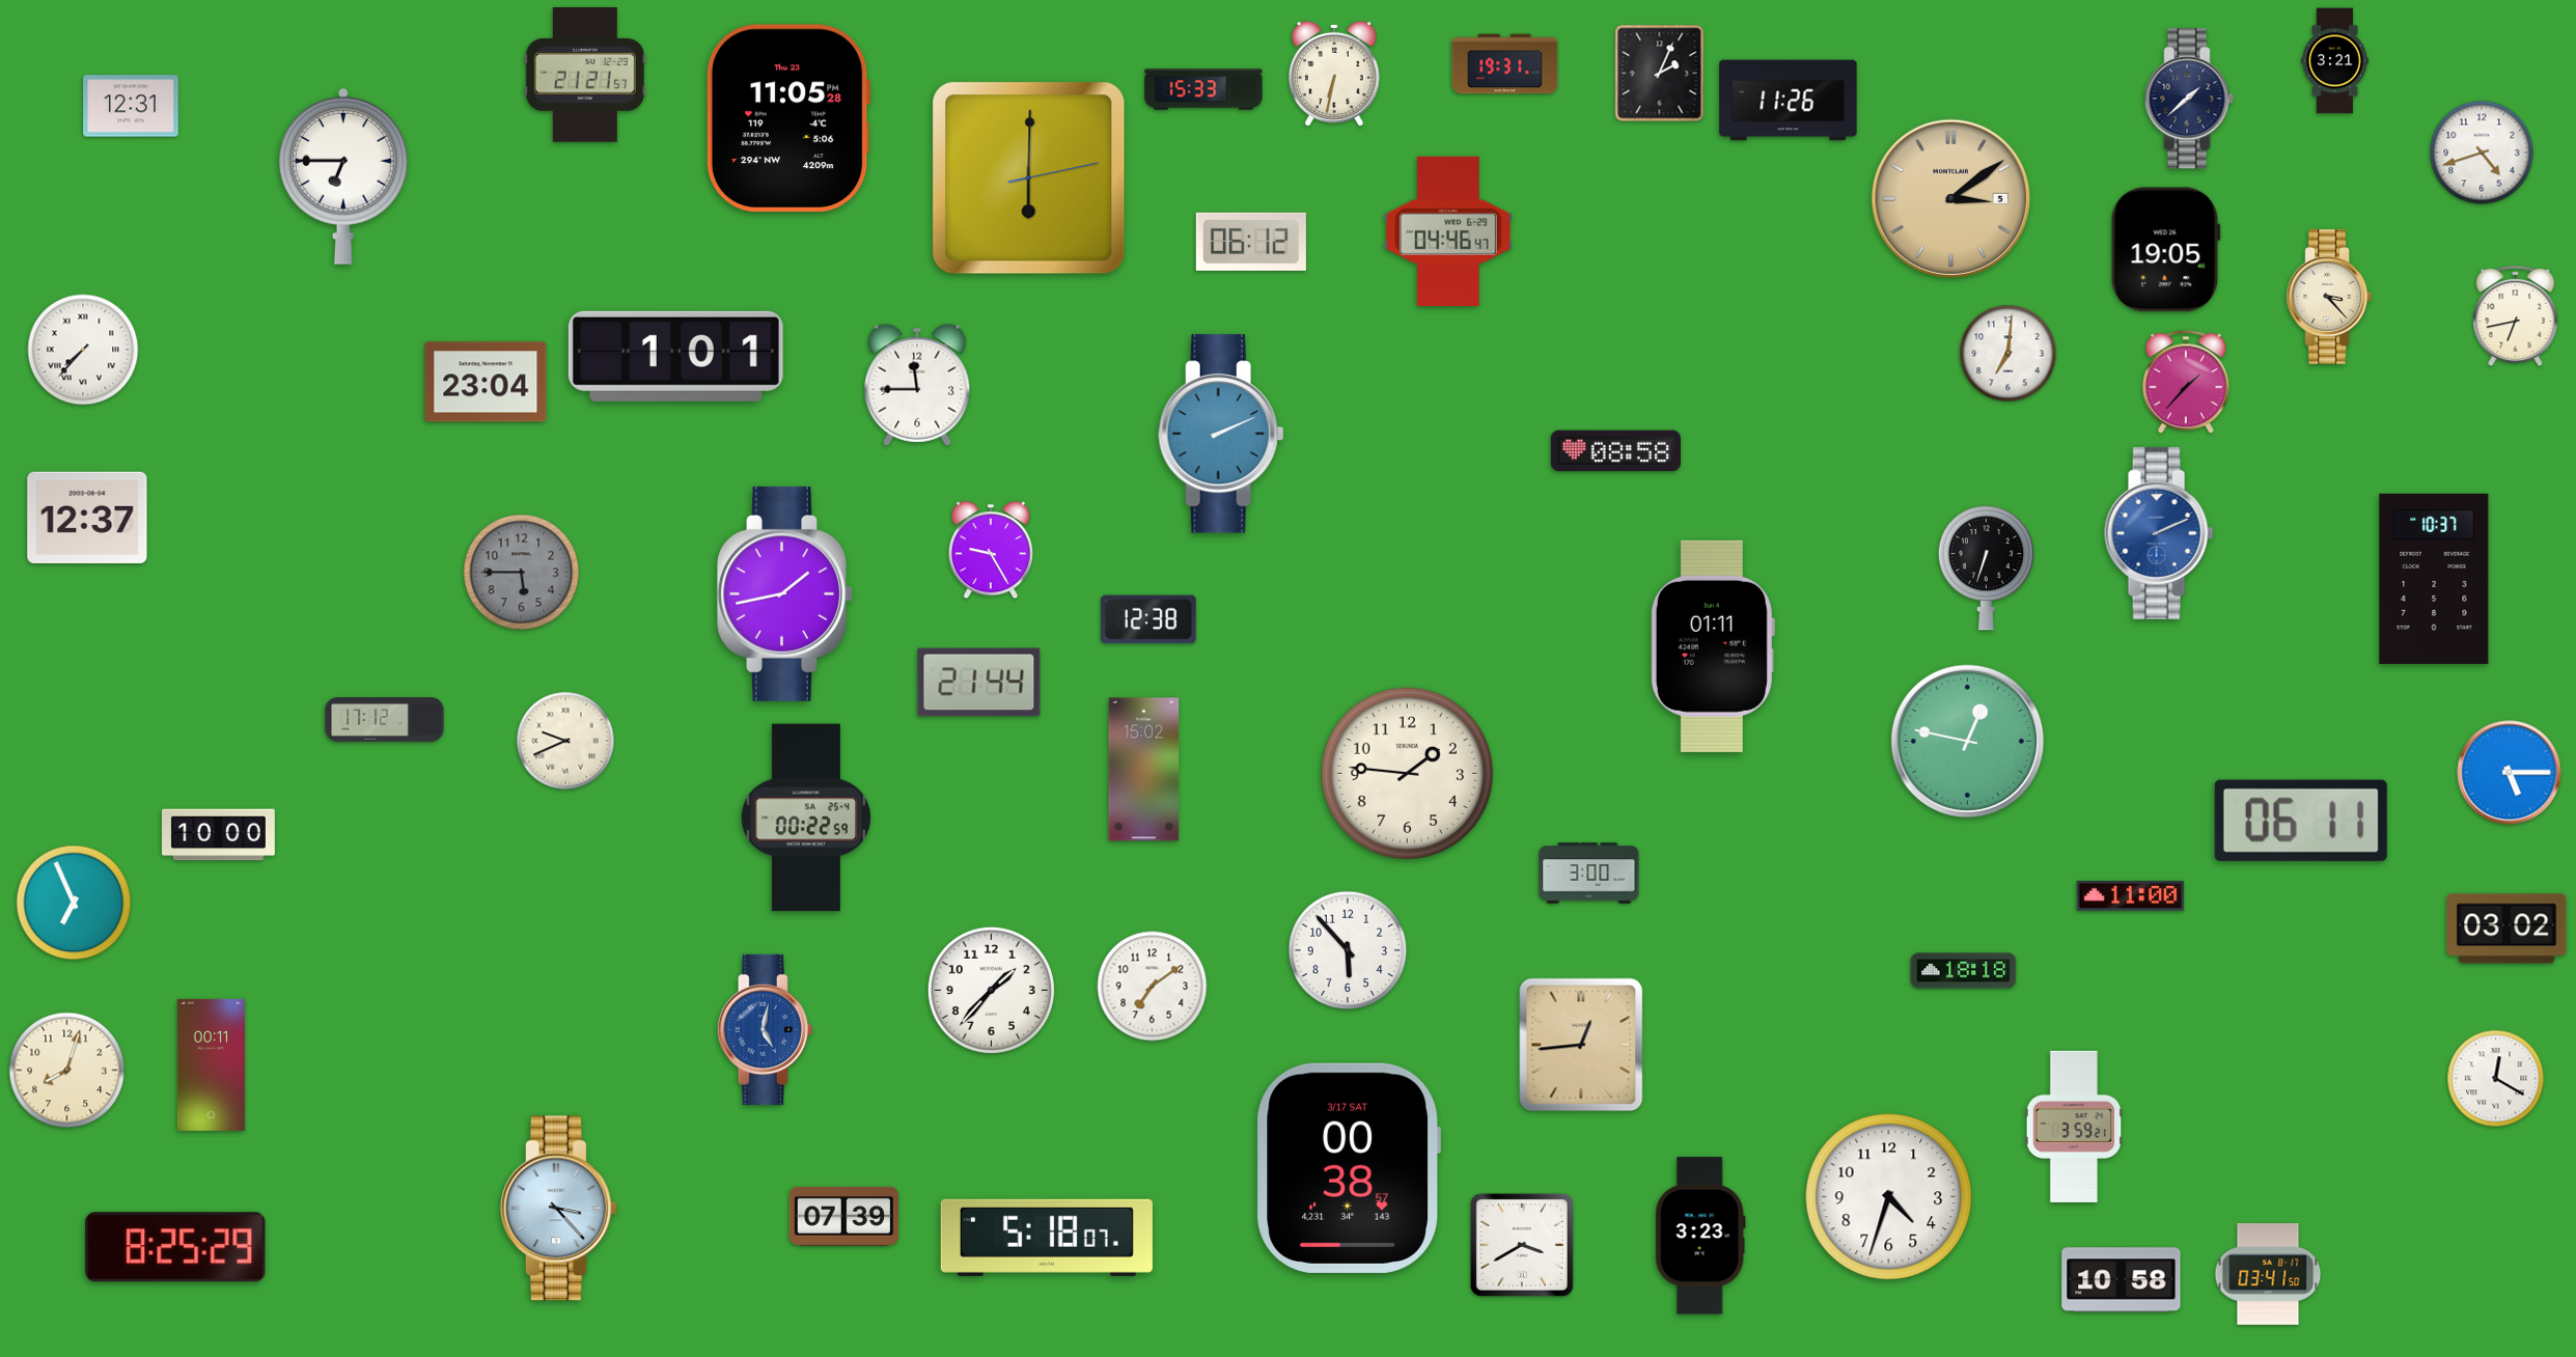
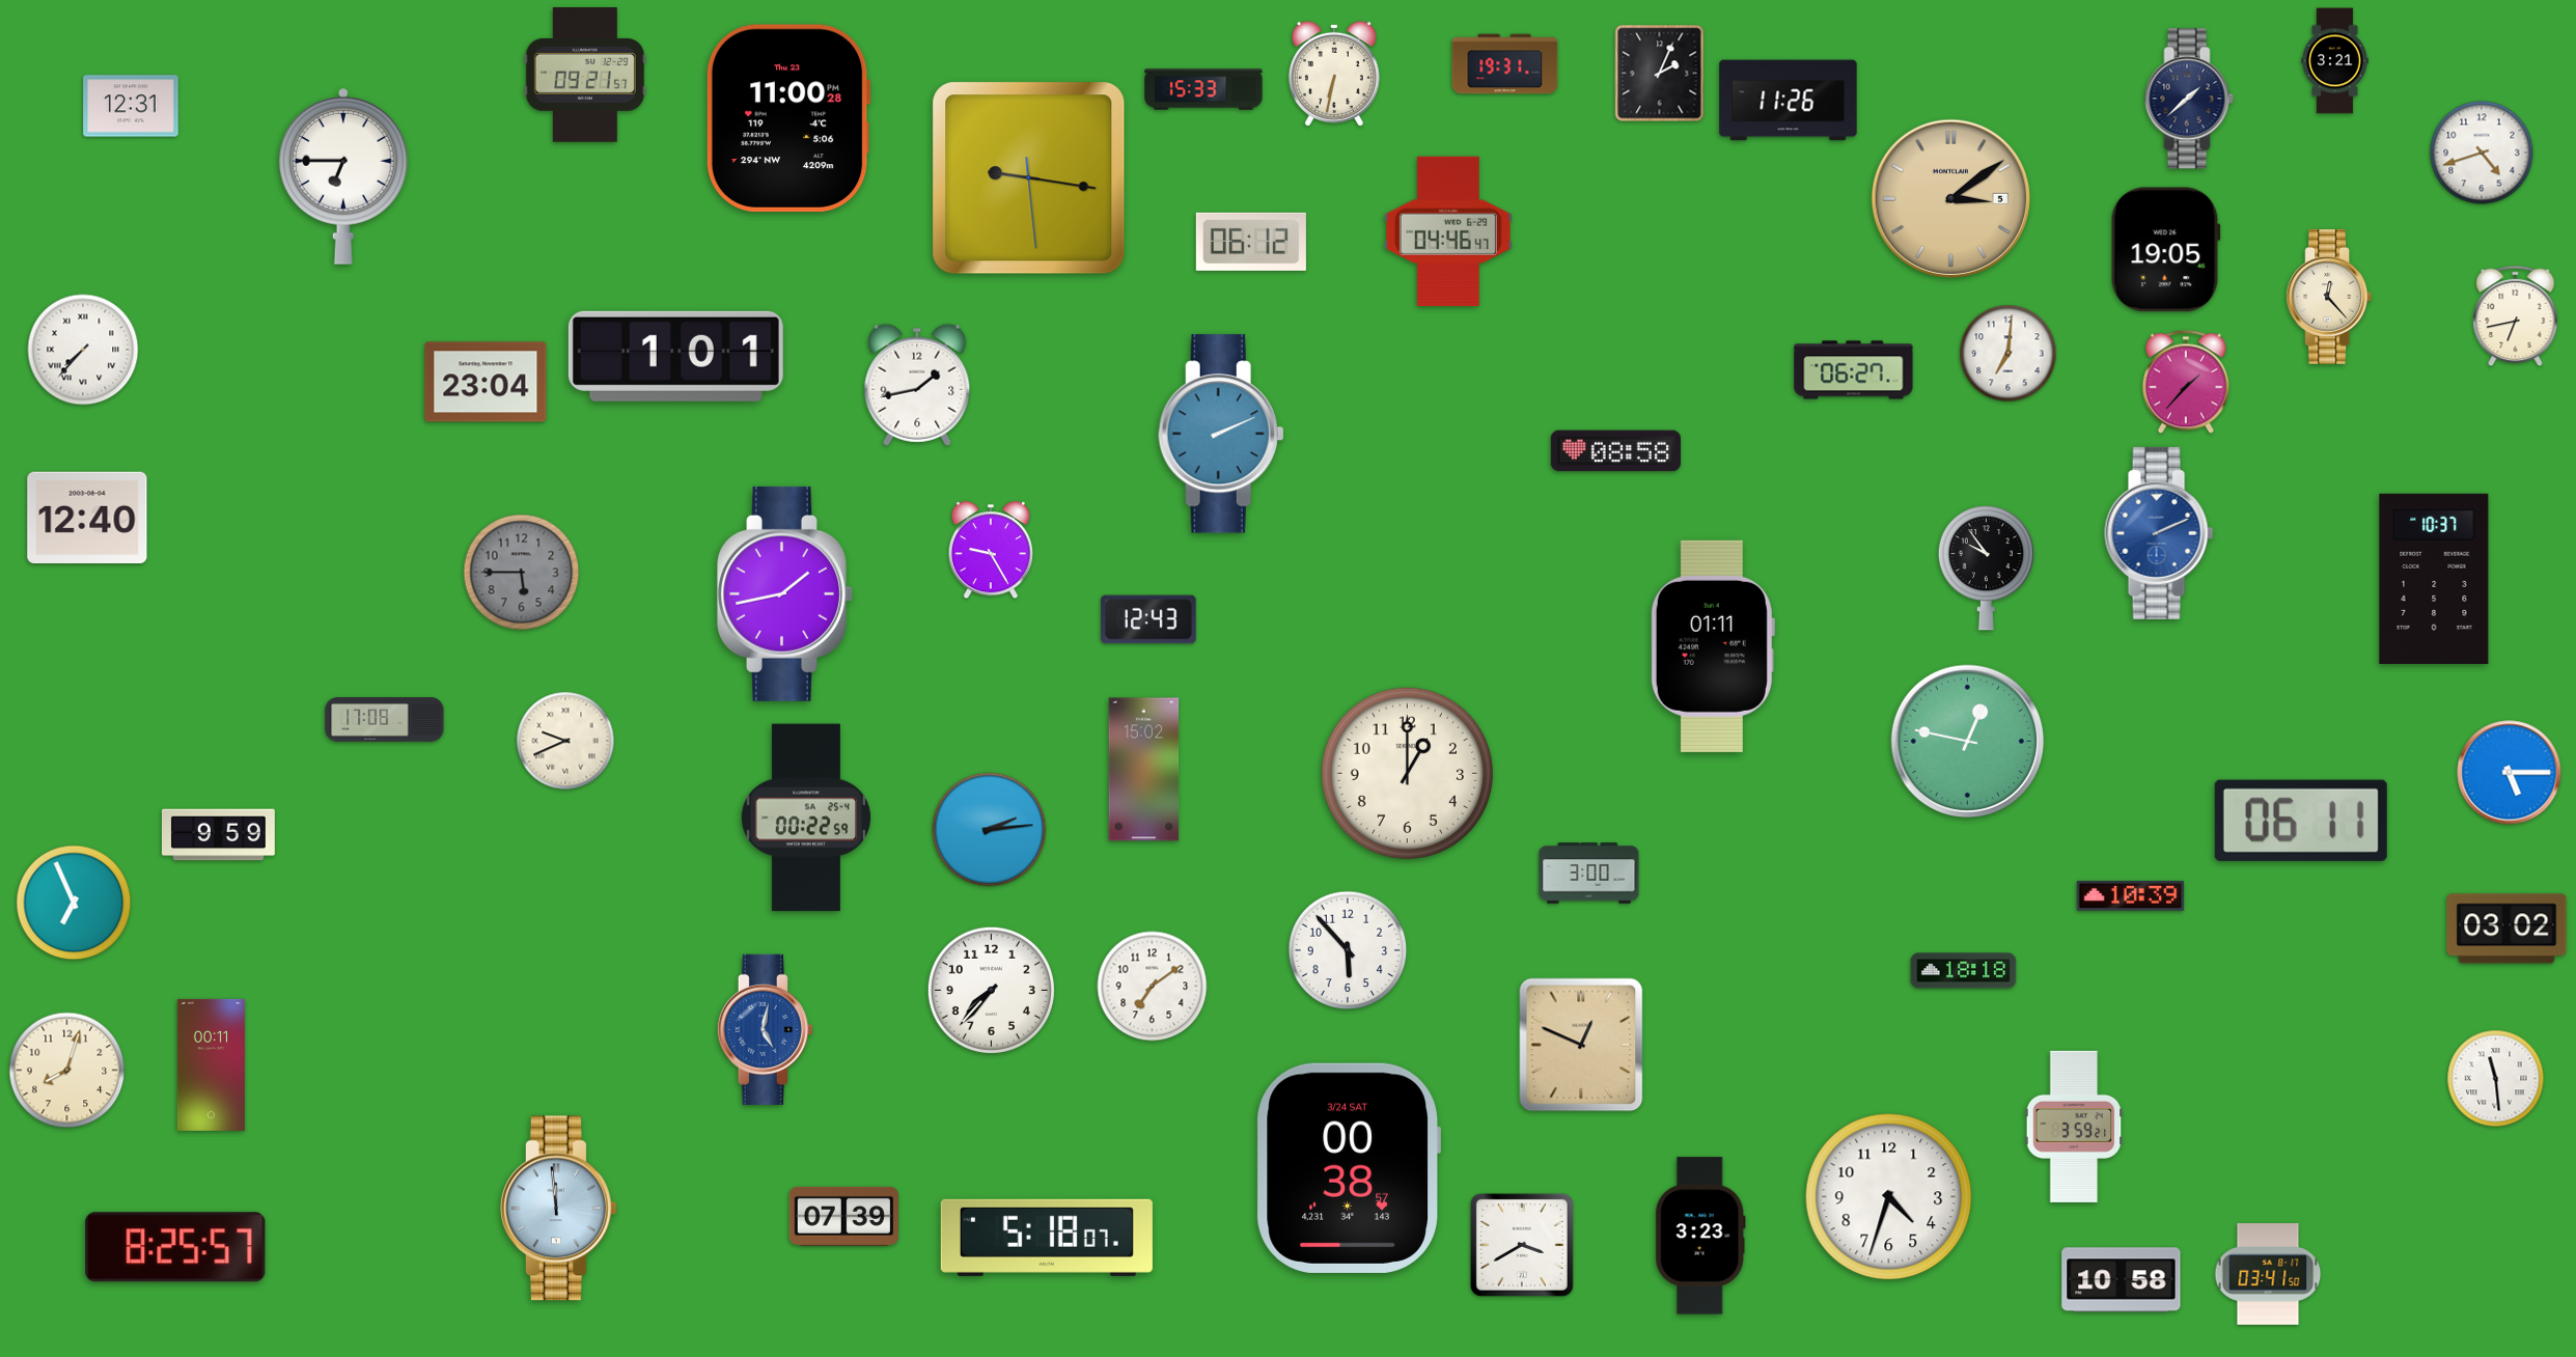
clock at (585, 76): 21:21 -> 09:21
clock at (788, 117): 11:05 -> 11:00
clock at (1029, 178): 6:00 -> 9:16
clock at (2328, 297): 3:23 -> 12:23
clock at (1854, 370): none -> 06:27
clock at (917, 385): 11:45 -> 1:43
clock at (87, 518): 12:37 -> 12:40
clock at (1986, 569): 6:33 -> 9:54
clock at (1148, 619): 12:38 -> 12:43
clock at (979, 683): 21:44 -> none
clock at (385, 720): 17:12 -> 17:08
clock at (1407, 773): 1:46 -> 1:00
clock at (990, 830): none -> 2:14
clock at (218, 835): 10:00 -> 9:59
clock at (2131, 895): 11:00 -> 10:39
clock at (991, 990): 1:37 -> 7:37
clock at (1581, 1045): 12:44 -> 12:49
clock at (2496, 1079): 12:20 -> 11:29
clock at (1349, 1168) date: 3/17 SAT -> 3/24 SAT
clock at (558, 1209): 3:23 -> 11:59
clock at (175, 1247): 8:25:29 -> 8:25:57
